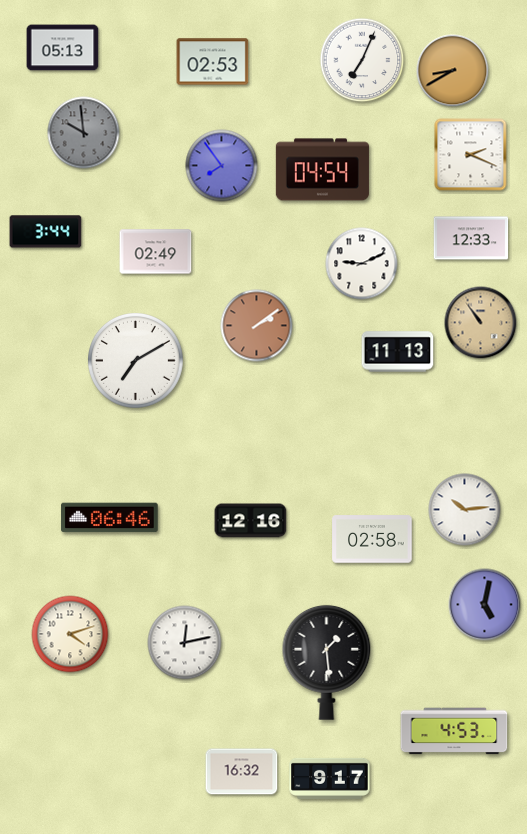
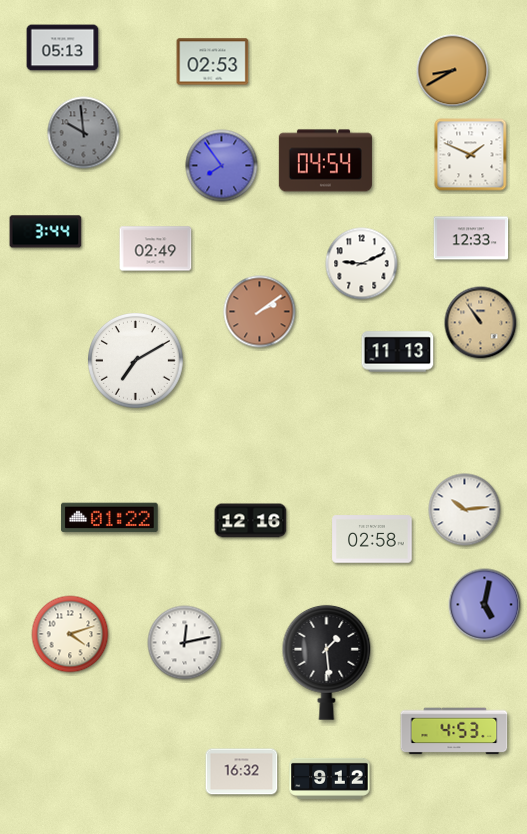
clock at (362, 60): 7:04 -> none
clock at (471, 155): 2:19 -> 1:49
clock at (322, 170) position: (322, 170) -> (325, 161)
clock at (156, 252) position: (156, 252) -> (156, 249)
clock at (257, 326) position: (257, 326) -> (260, 312)
clock at (110, 518): 06:46 -> 01:22
clock at (330, 778): 9:17 -> 9:12
